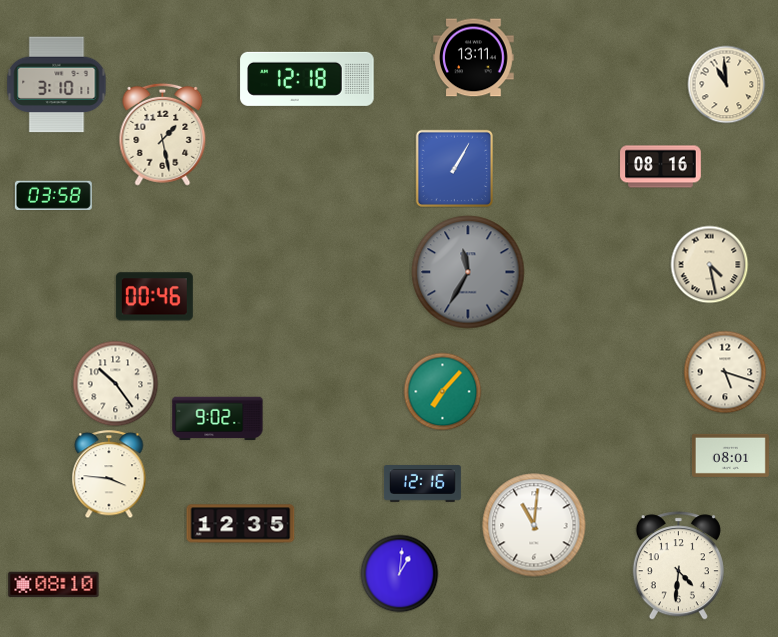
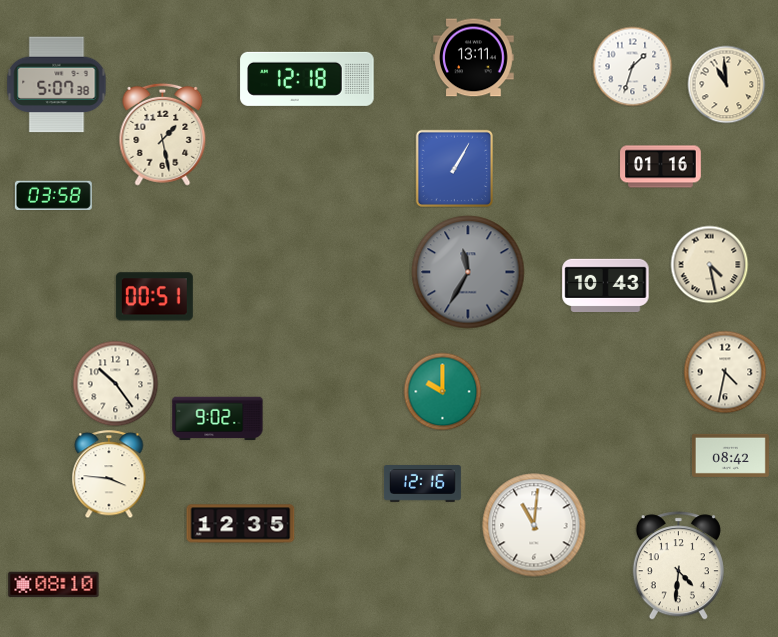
clock at (632, 66): none -> 1:33
clock at (57, 85): 3:10 -> 5:07
clock at (661, 167): 08:16 -> 01:16
clock at (606, 285): none -> 10:43
clock at (154, 297): 00:46 -> 00:51
clock at (725, 372): 5:18 -> 4:32
clock at (442, 391): 7:07 -> 10:00
clock at (730, 455): 08:01 -> 08:42
clock at (399, 573): 1:01 -> none
